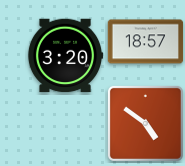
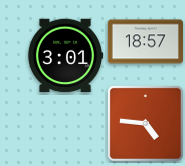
clock at (65, 56): 3:20 -> 3:01
clock at (145, 123): 4:51 -> 4:46
